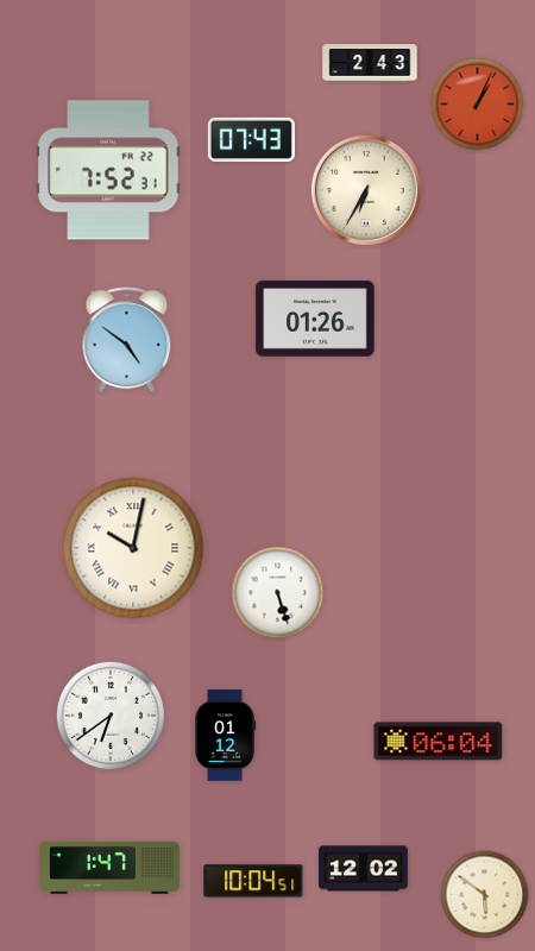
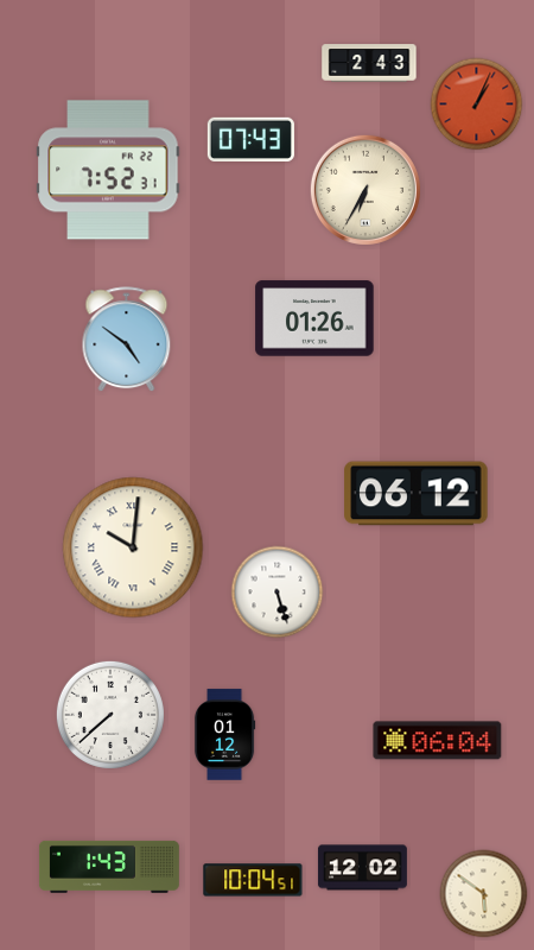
clock at (417, 494): none -> 06:12
clock at (133, 548): 10:02 -> 10:01
clock at (111, 716): 6:39 -> 7:38
clock at (109, 868): 1:47 -> 1:43
